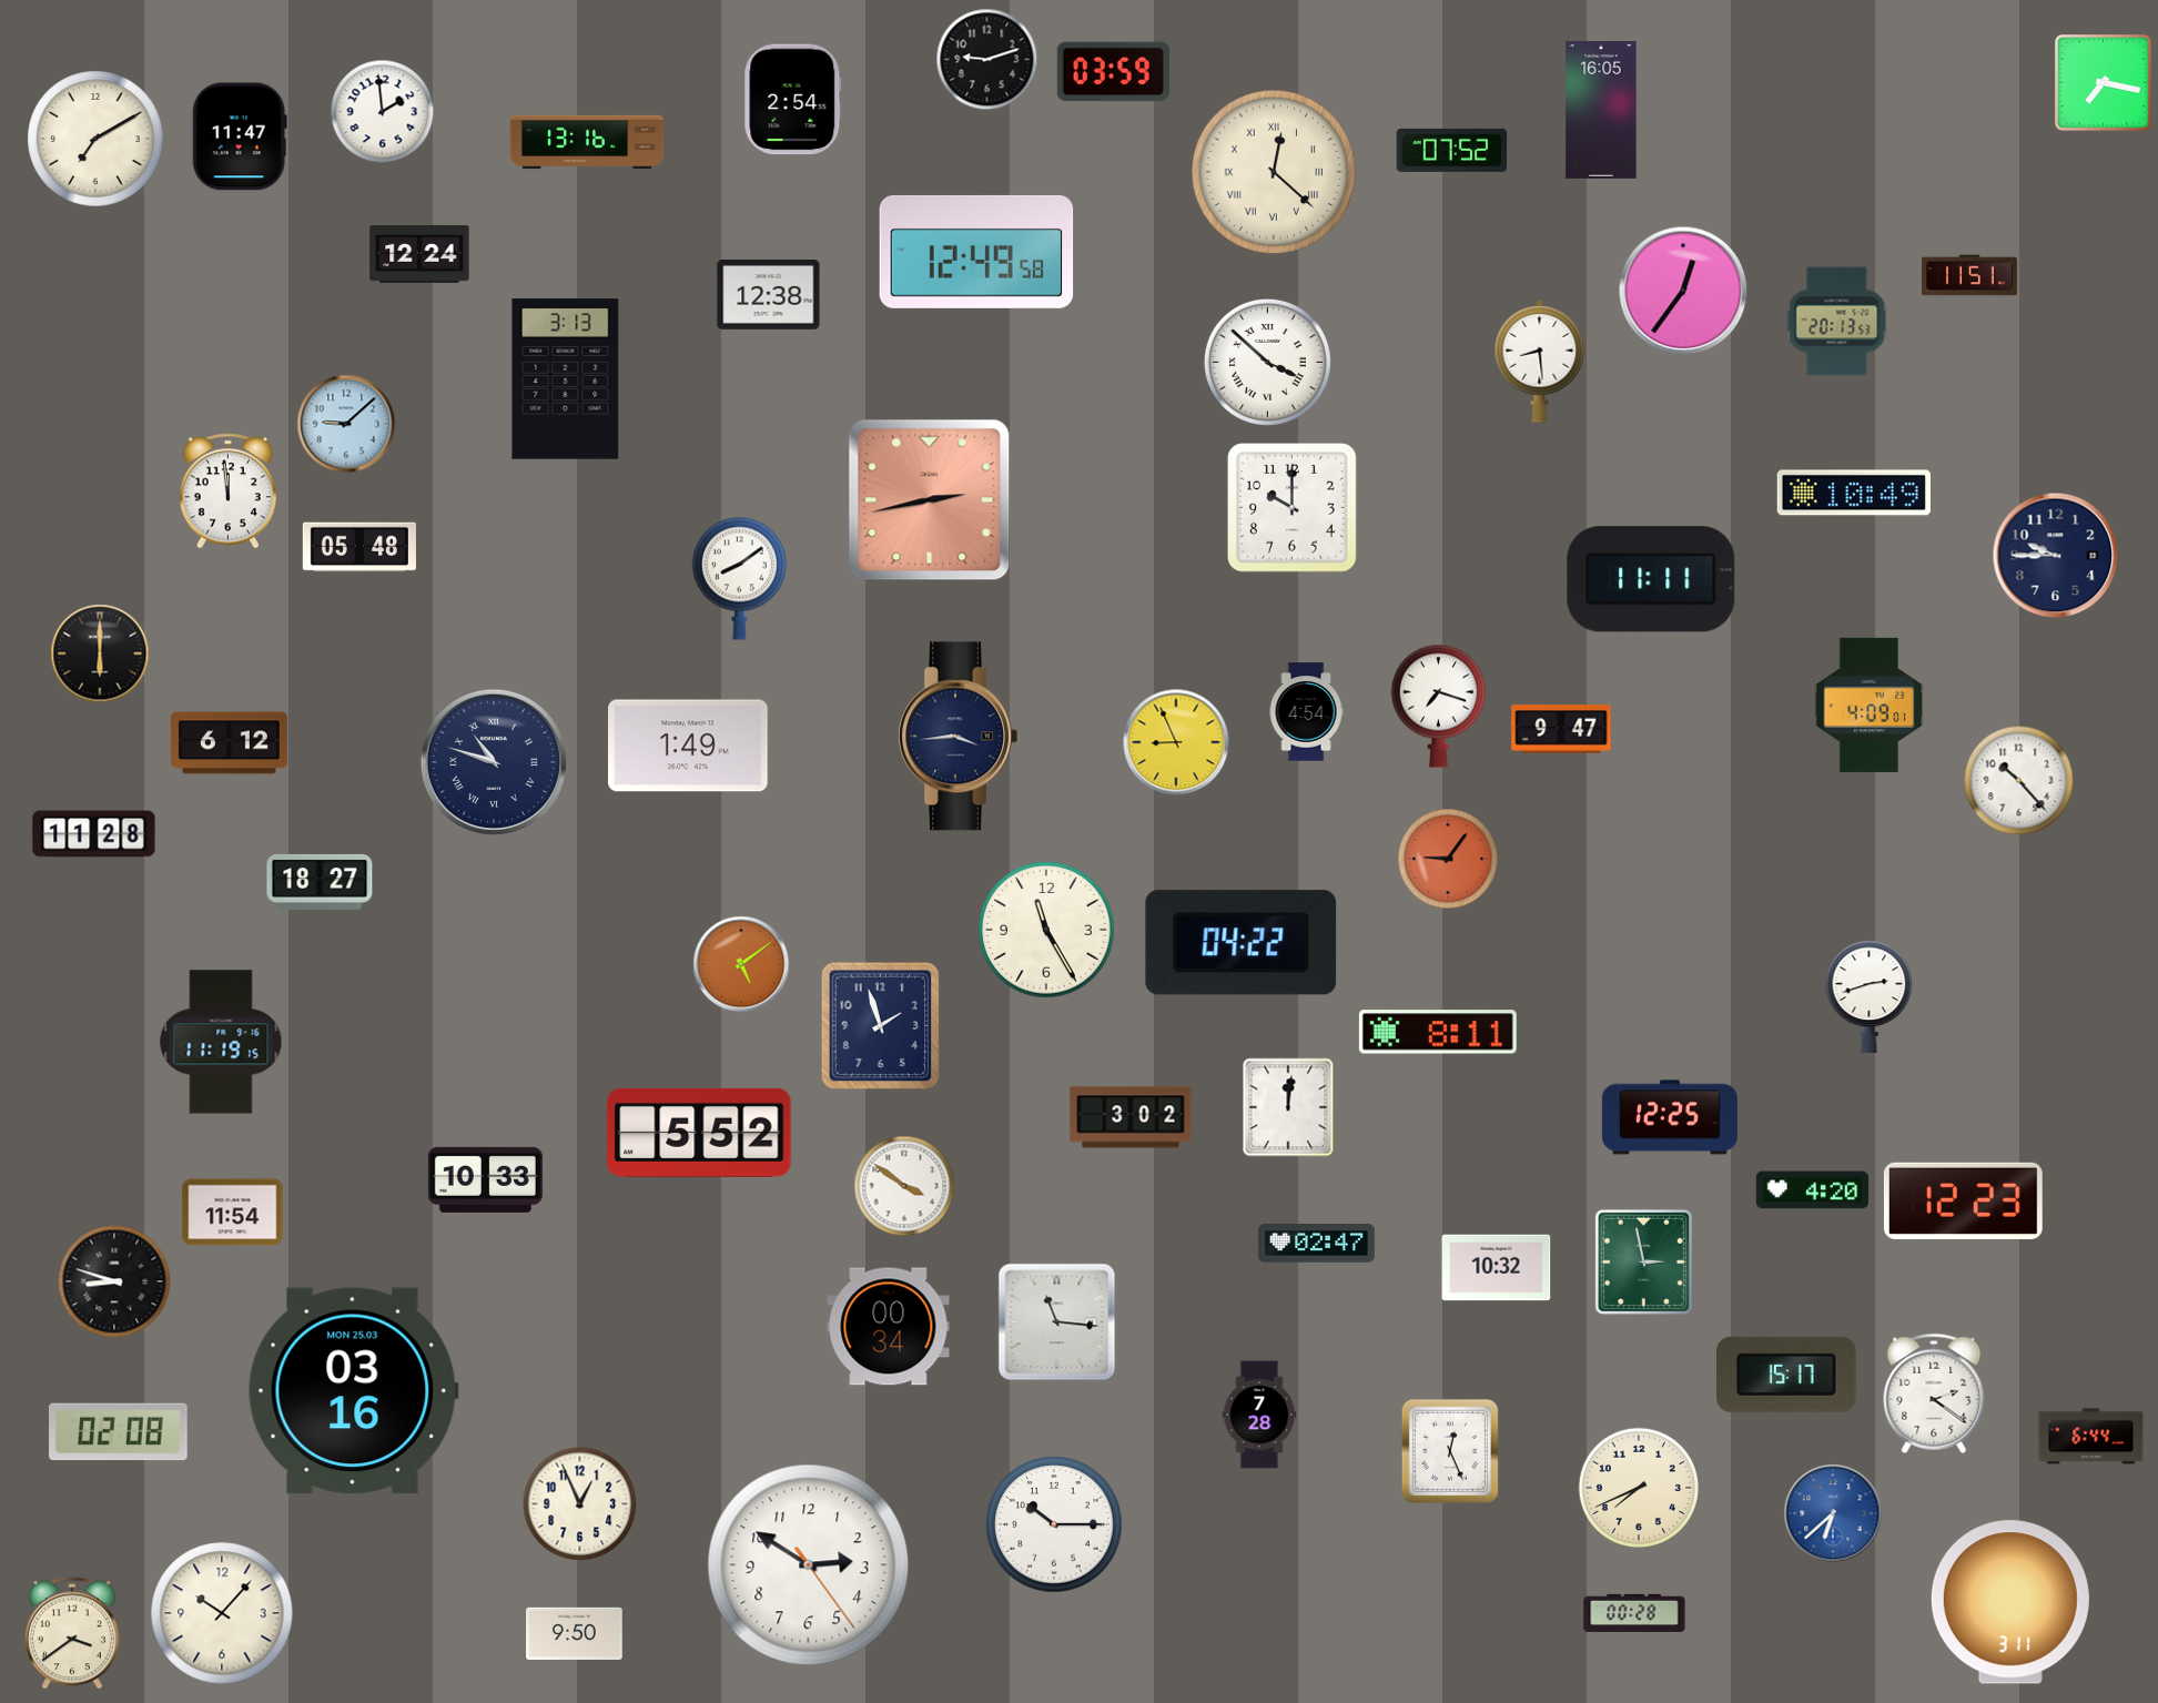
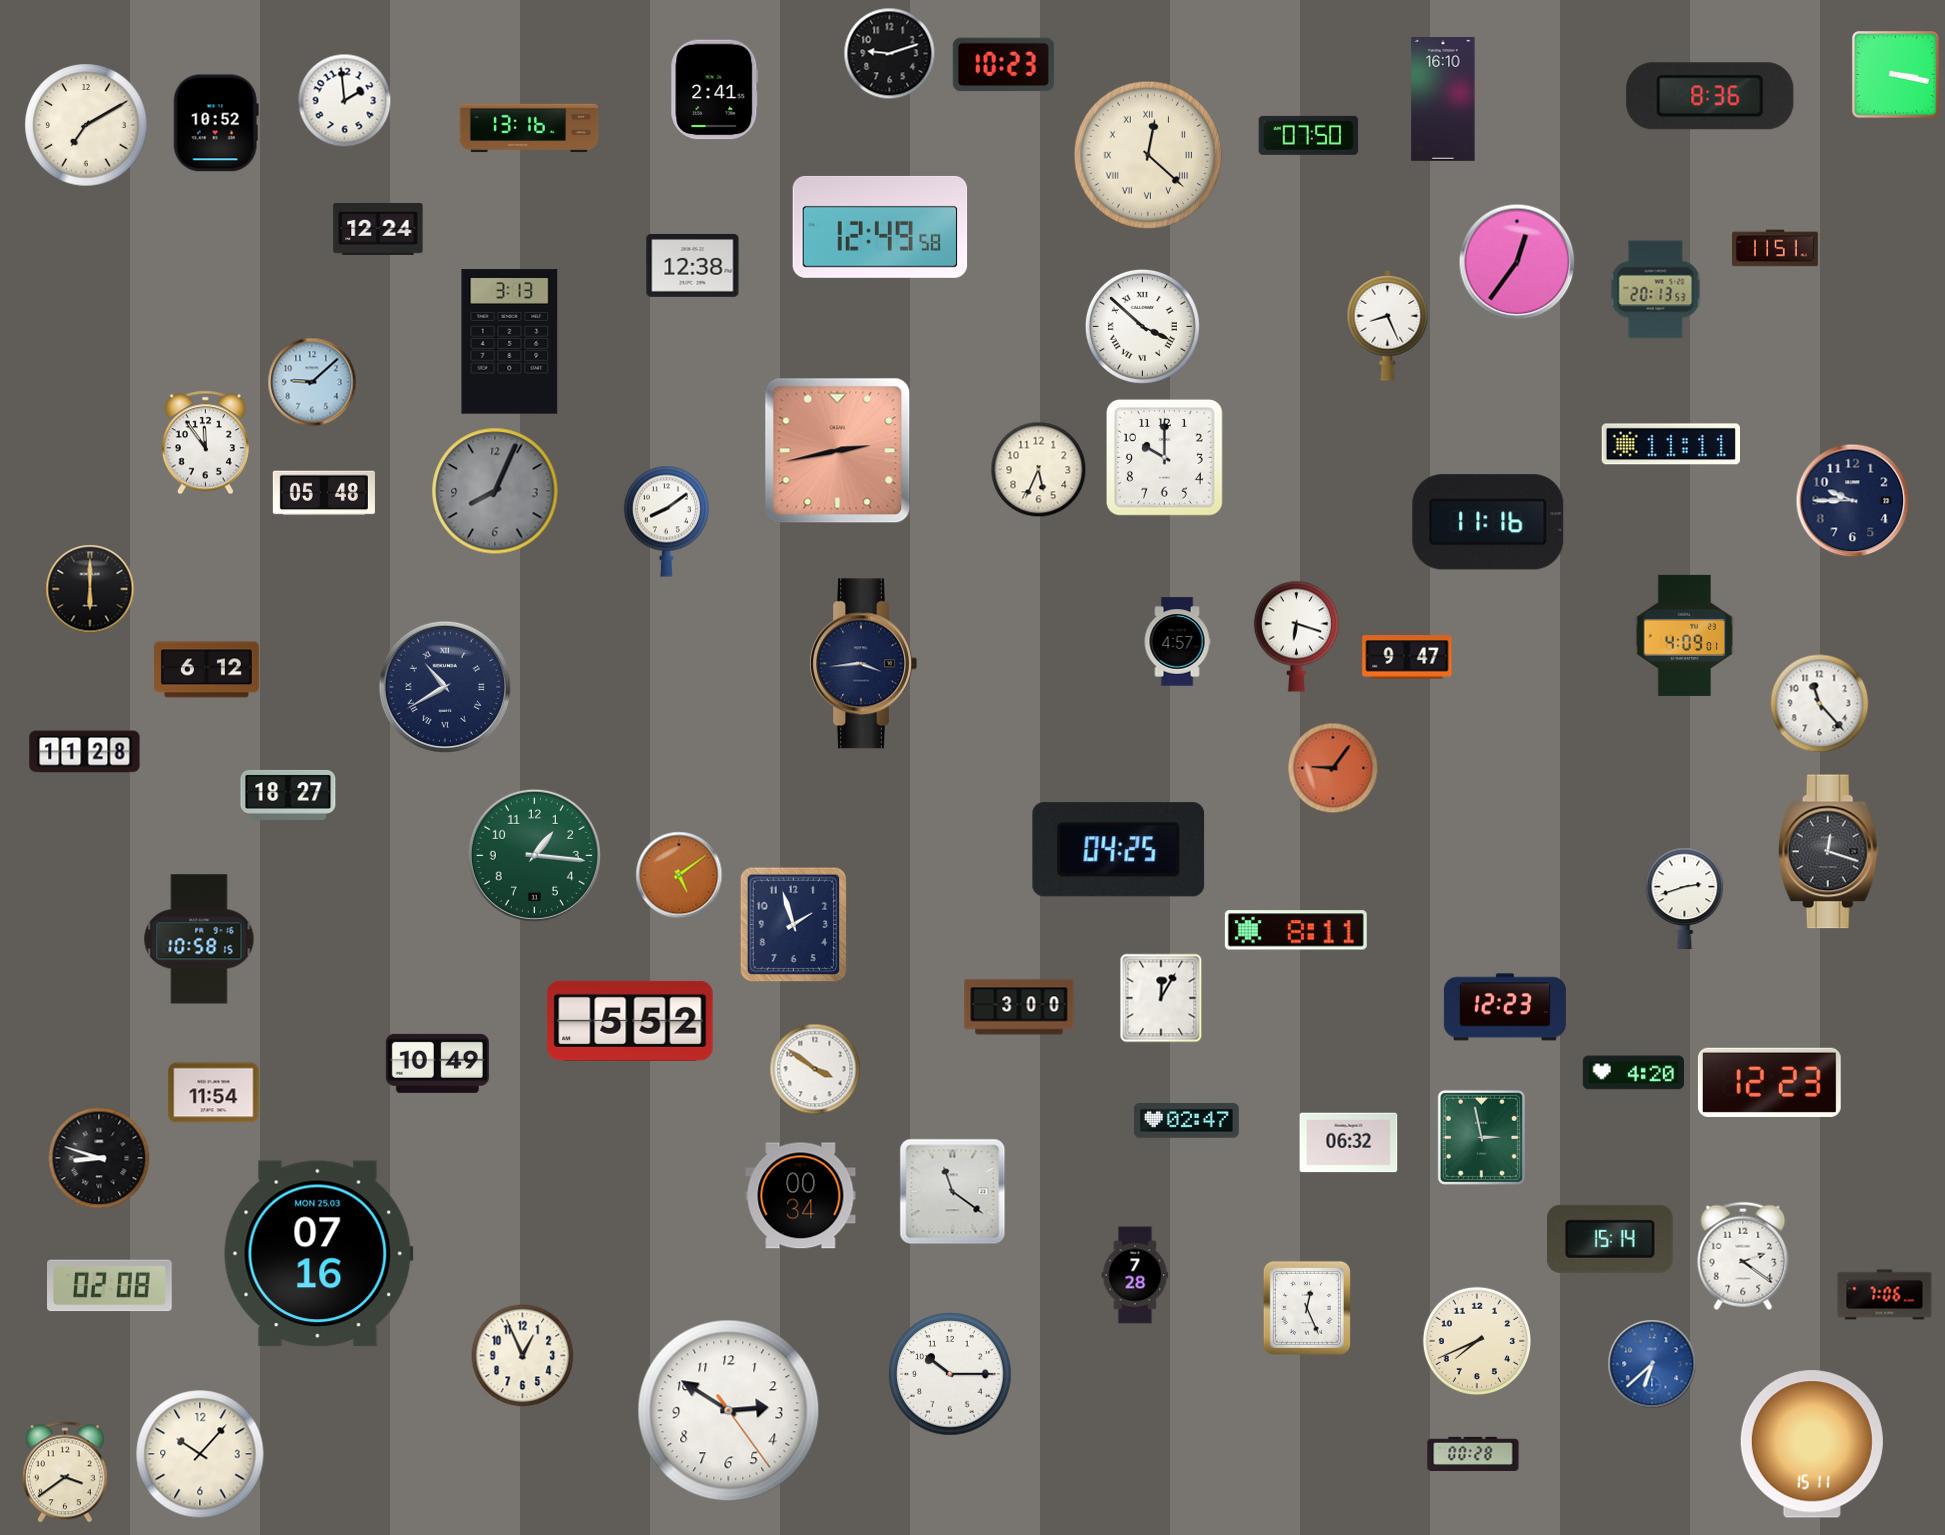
clock at (1113, 72): 03:59 -> 10:23
clock at (2103, 82): 7:17 -> 3:17
clock at (793, 100): 2:54 -> 2:41
clock at (1710, 96): none -> 8:36
clock at (1601, 111): 16:05 -> 16:10
clock at (240, 136): 11:47 -> 10:52
clock at (1452, 150): 07:52 -> 07:50
clock at (1540, 361): 8:29 -> 8:26
clock at (227, 491): 11:59 -> 11:54
clock at (1853, 493): 10:49 -> 11:11
clock at (1039, 470): none -> 5:34
clock at (495, 491): none -> 8:04
clock at (1651, 579): 11:11 -> 11:16
clock at (1438, 706): 7:18 -> 6:18
clock at (1306, 712): 4:54 -> 4:57
clock at (1176, 742): 8:56 -> none
clock at (689, 746): 1:49 -> none
clock at (494, 762): 10:48 -> 10:40
clock at (2019, 781): 10:23 -> 11:23
clock at (1448, 859) position: (1448, 859) -> (1333, 768)
clock at (1046, 930): 11:25 -> none
clock at (1242, 943): 04:22 -> 04:25
clock at (1828, 852): none -> 12:18
clock at (534, 855): none -> 1:16
clock at (741, 964) position: (741, 964) -> (679, 875)
clock at (221, 1042): 11:19 -> 10:58
clock at (1288, 1107): 12:01 -> 12:05
clock at (1131, 1117): 3:02 -> 3:00
clock at (1670, 1117): 12:25 -> 12:23
clock at (485, 1179): 10:33 -> 10:49
clock at (233, 1213) position: (233, 1213) -> (214, 1093)
clock at (1497, 1268): 10:32 -> 06:32
clock at (114, 1281) position: (114, 1281) -> (99, 1158)
clock at (1057, 1322): 11:16 -> 11:21
clock at (1787, 1375): 15:17 -> 15:14
clock at (353, 1391): 03:16 -> 07:16
clock at (119, 1432) position: (119, 1432) -> (110, 1286)
clock at (2091, 1437): 6:44 -> 7:06
clock at (2010, 1602): 3:11 -> 15:11
clock at (575, 1633): 9:50 -> none
